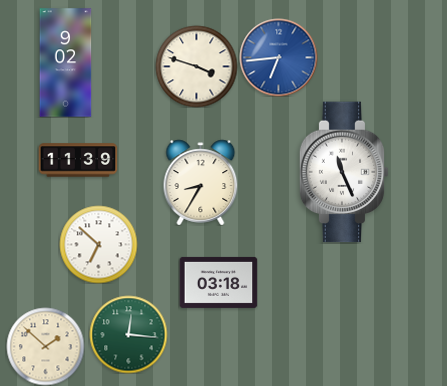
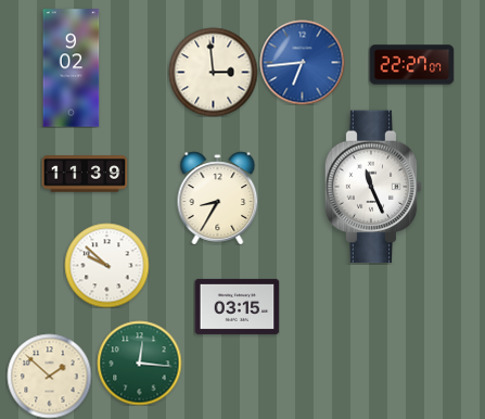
clock at (411, 65): none -> 22:27
clock at (196, 66): 3:48 -> 2:59
clock at (98, 244): 6:52 -> 9:52
clock at (218, 282): 03:18 -> 03:15
